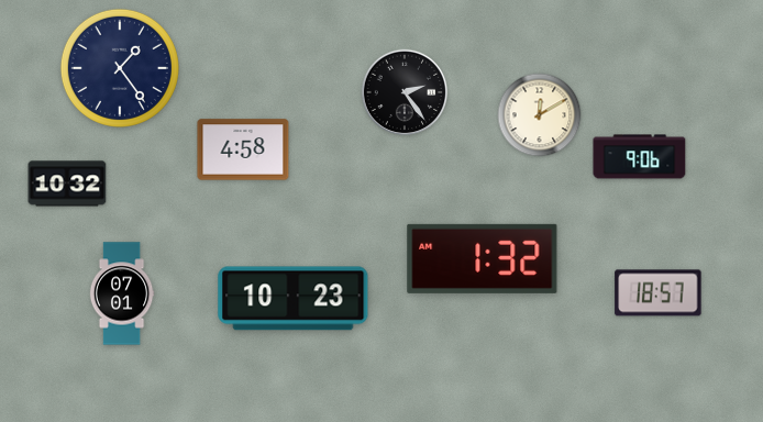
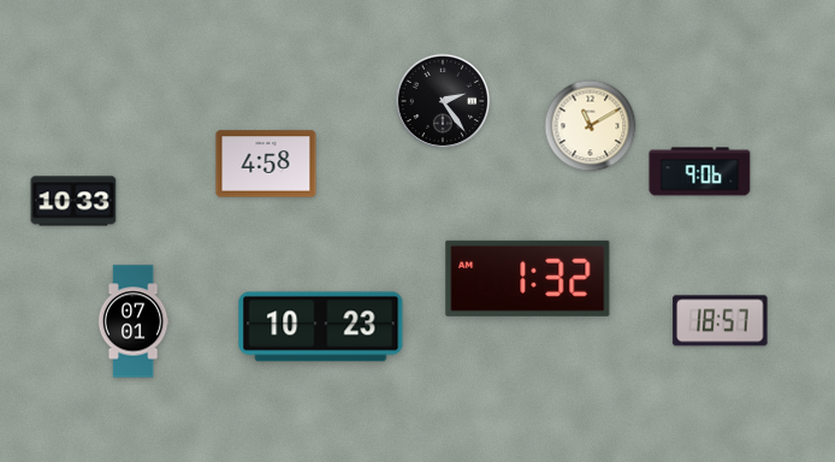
clock at (120, 68): 1:24 -> none
clock at (540, 115): 12:10 -> 11:10
clock at (67, 184): 10:32 -> 10:33
clock at (483, 258) position: (483, 258) -> (528, 278)
